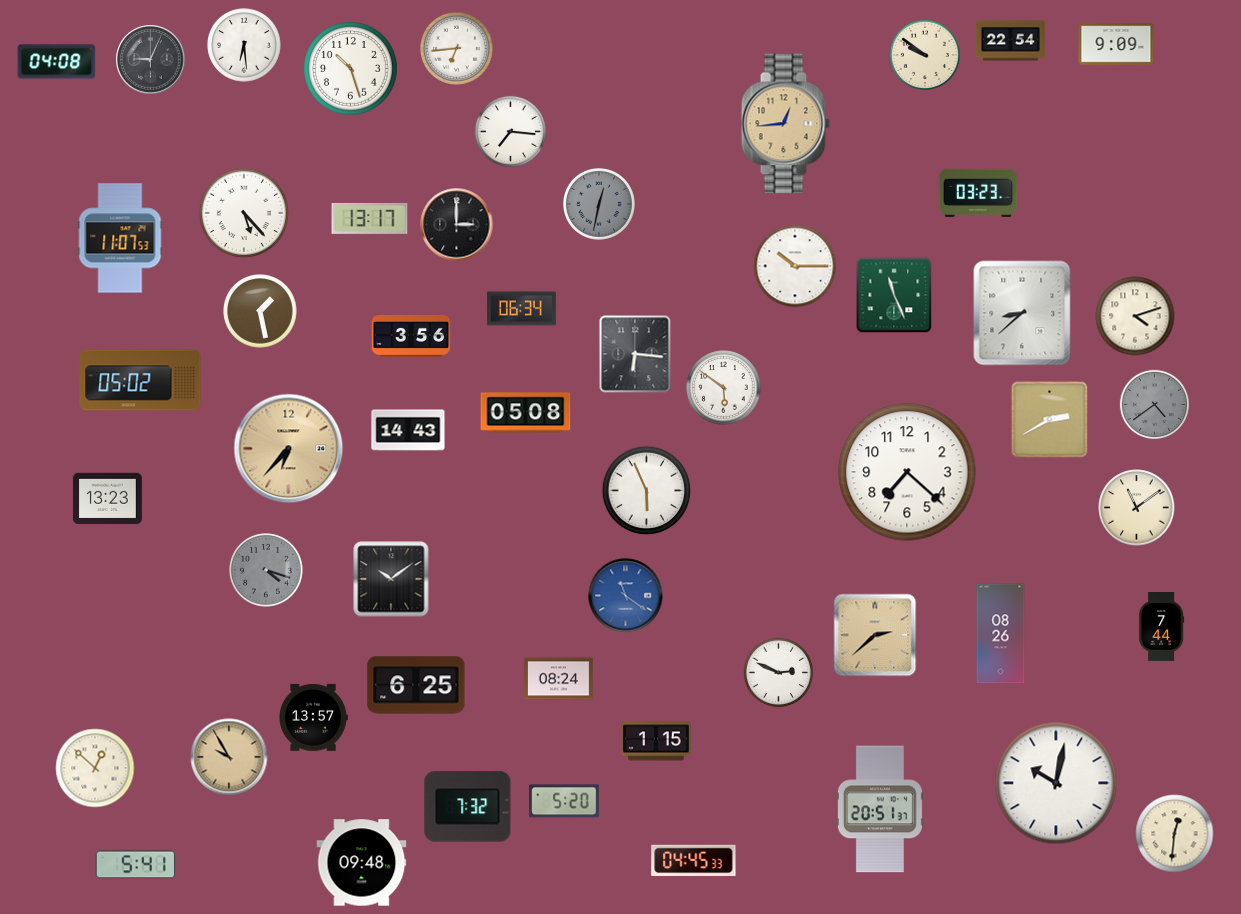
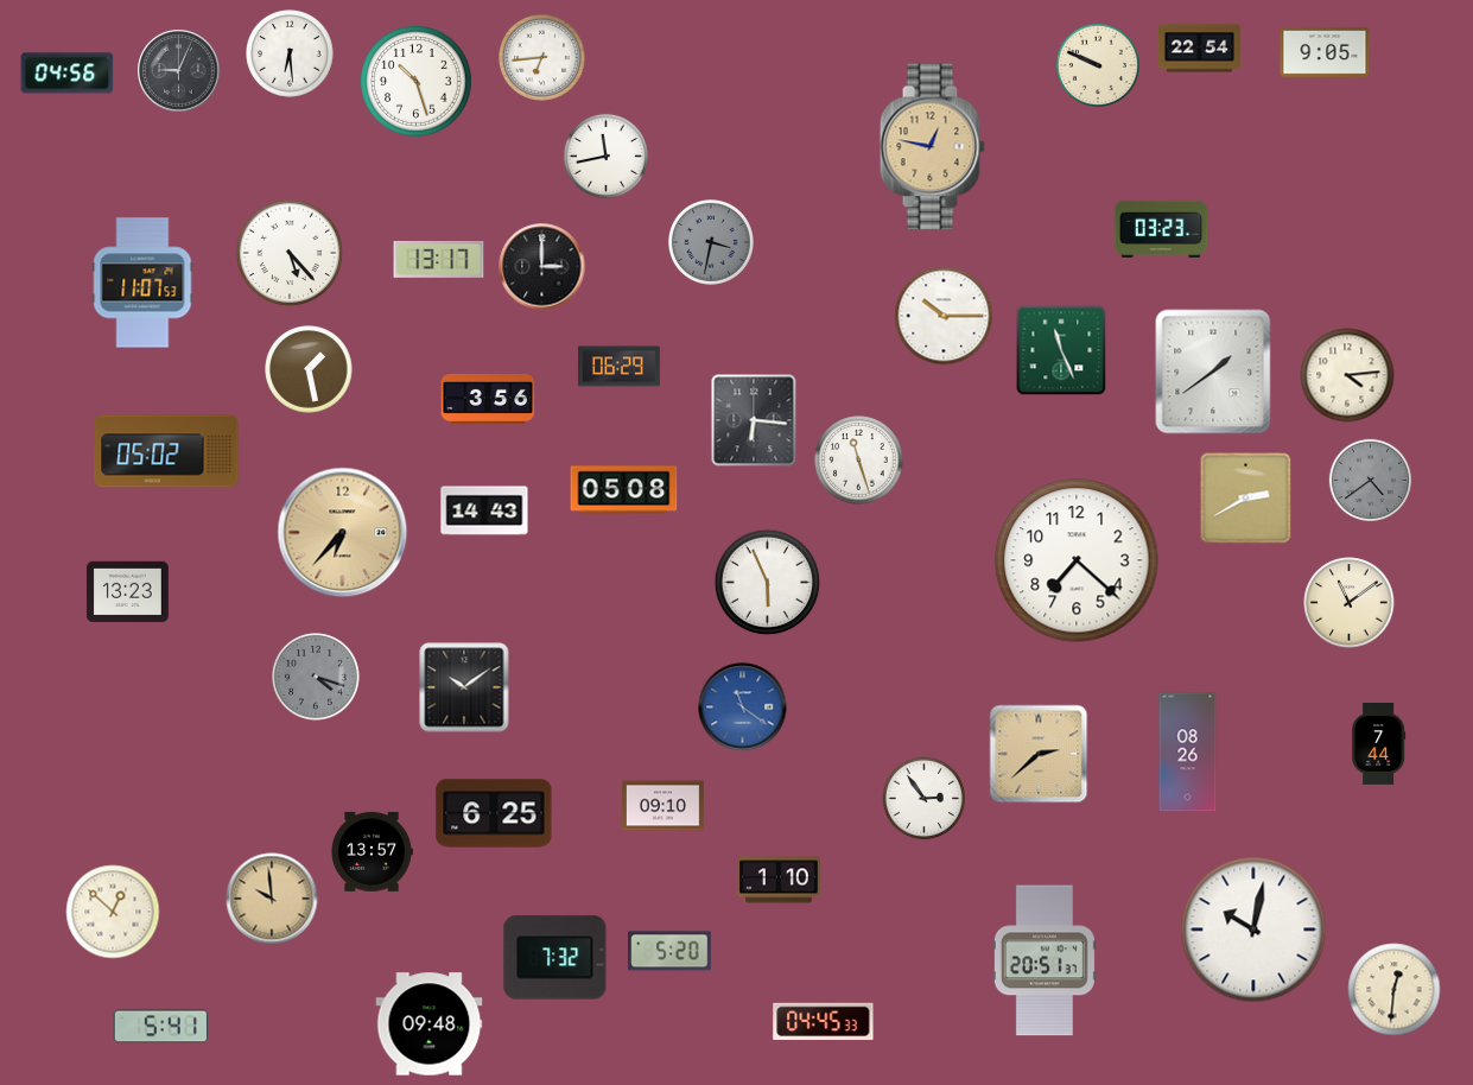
clock at (1116, 44): 9:09 -> 9:05
clock at (925, 55): 9:51 -> 9:49
clock at (57, 62): 04:08 -> 04:56
clock at (785, 124): 12:44 -> 12:47
clock at (510, 131): 7:16 -> 11:43
clock at (599, 204): 12:32 -> 3:32
clock at (521, 309): 06:34 -> 06:29
clock at (1022, 313): 8:38 -> 1:39
clock at (1135, 316): 4:12 -> 4:14
clock at (724, 388): 5:51 -> 11:27
clock at (779, 673): 2:49 -> 2:54
clock at (558, 679): 08:24 -> 09:10
clock at (656, 741): 1:15 -> 1:10
clock at (229, 757): 9:55 -> 9:59
